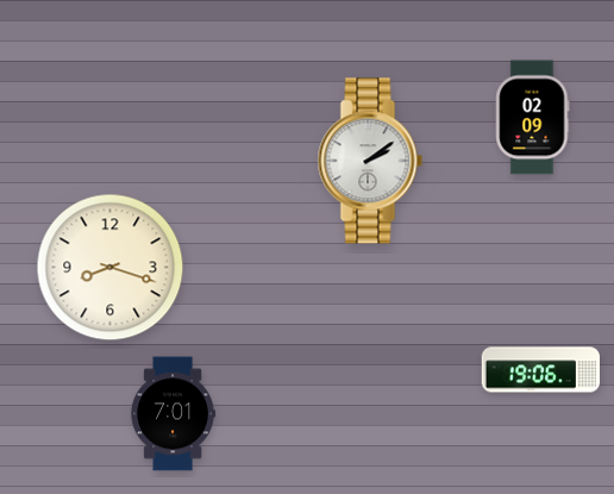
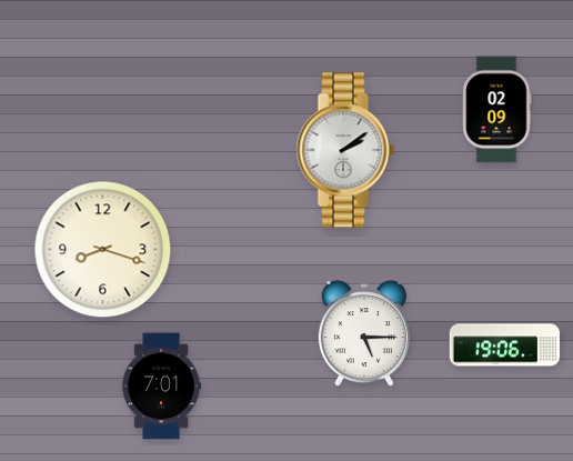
clock at (364, 334): none -> 5:15
